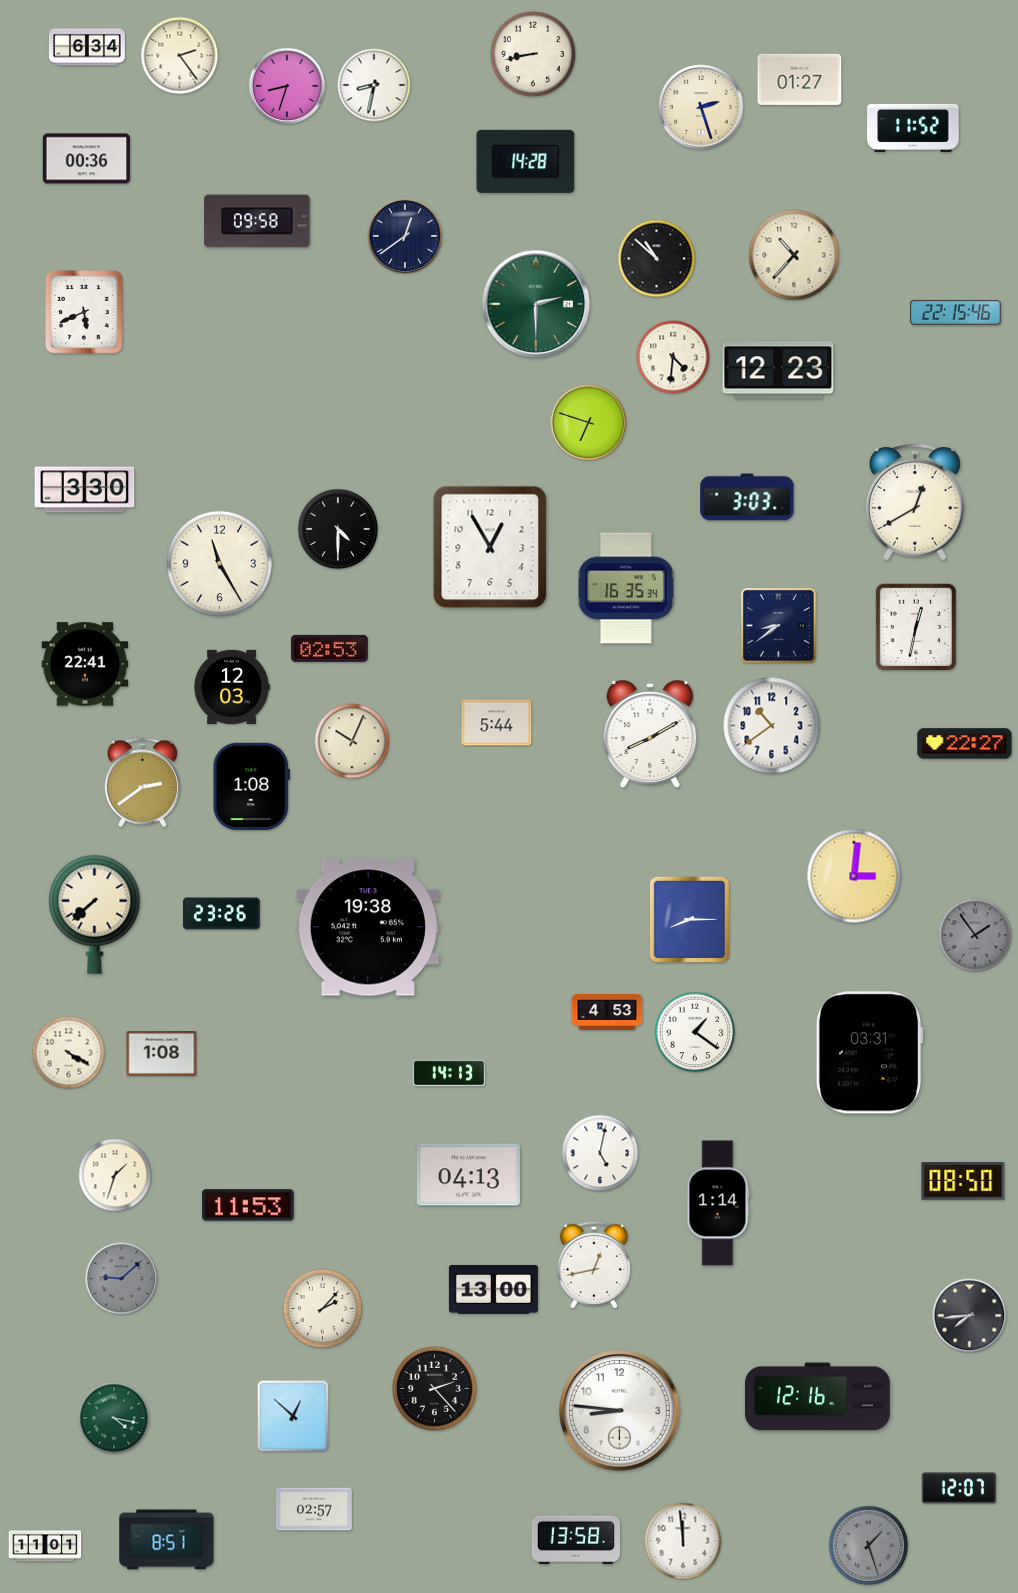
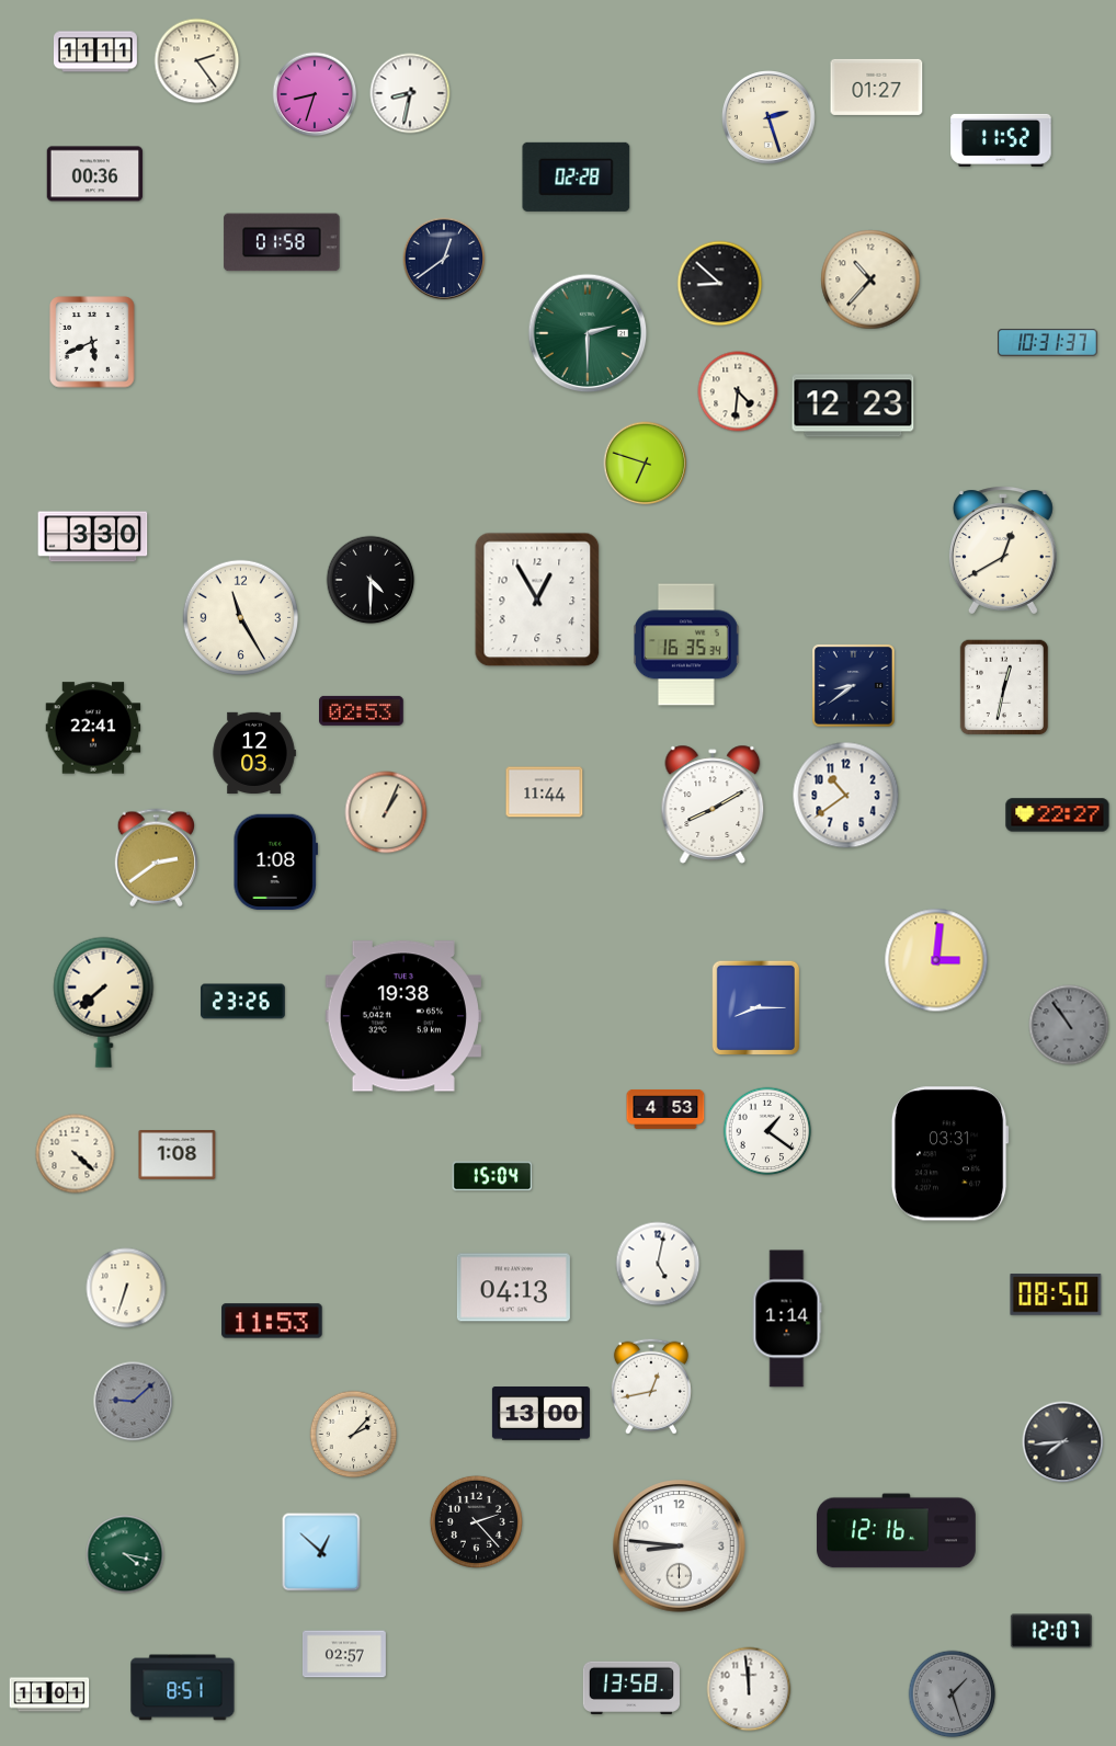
clock at (87, 47): 6:34 -> 11:11
clock at (533, 54): 8:43 -> none
clock at (526, 161): 14:28 -> 02:28
clock at (257, 221): 09:58 -> 01:58
clock at (657, 259): 10:52 -> 8:52
clock at (956, 312): 22:15 -> 10:31
clock at (747, 497): 3:03 -> none
clock at (497, 723): 5:44 -> 11:44
clock at (352, 741): 10:04 -> 1:04
clock at (975, 935): 1:54 -> 10:54
clock at (695, 1032) position: (695, 1032) -> (767, 1131)
clock at (69, 1053): 4:20 -> 4:22
clock at (869, 1053) position: (869, 1053) -> (949, 1154)
clock at (449, 1073): 14:13 -> 15:04
clock at (115, 1175): 1:33 -> 6:33
